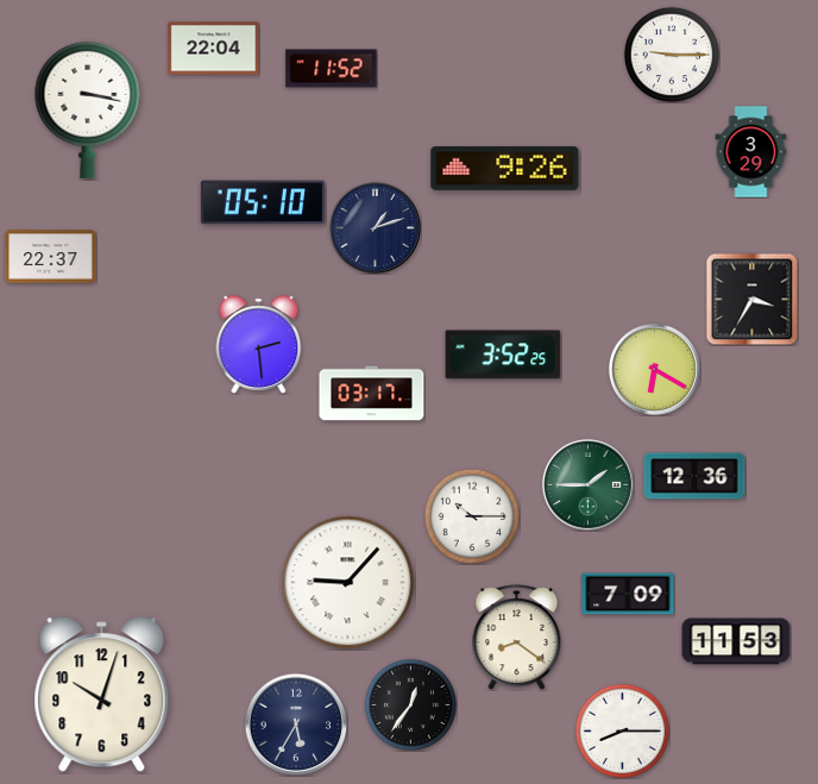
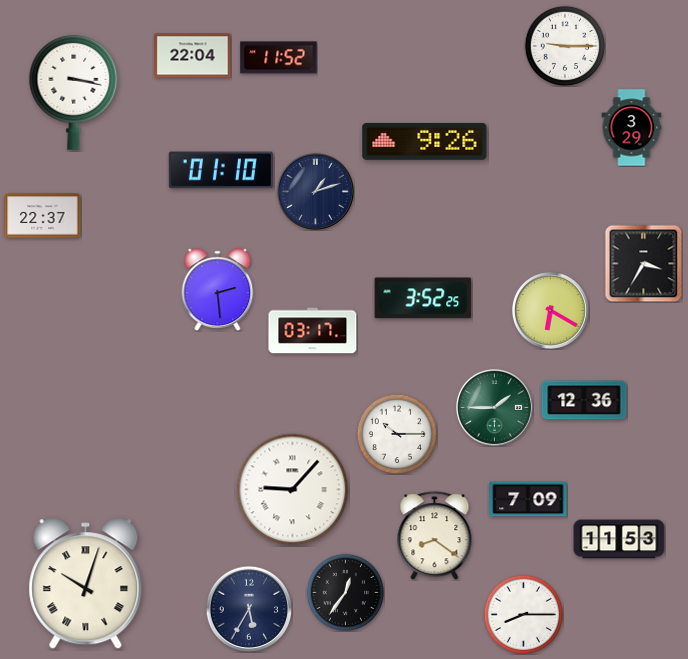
clock at (214, 49) position: (214, 49) -> (193, 56)
clock at (263, 202): 05:10 -> 01:10
clock at (751, 299) position: (751, 299) -> (643, 263)
clock at (102, 695) numerals: Arabic -> Roman
